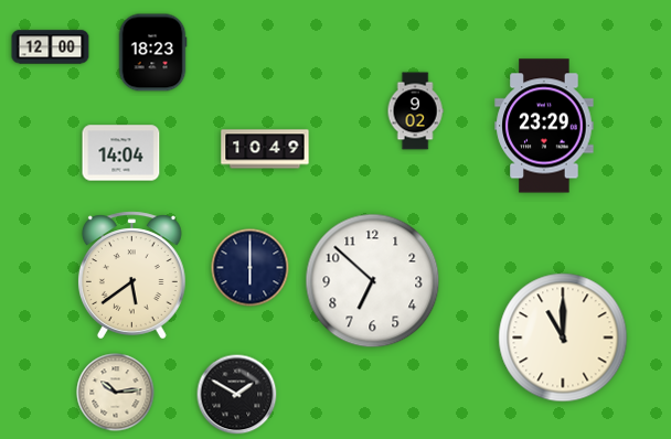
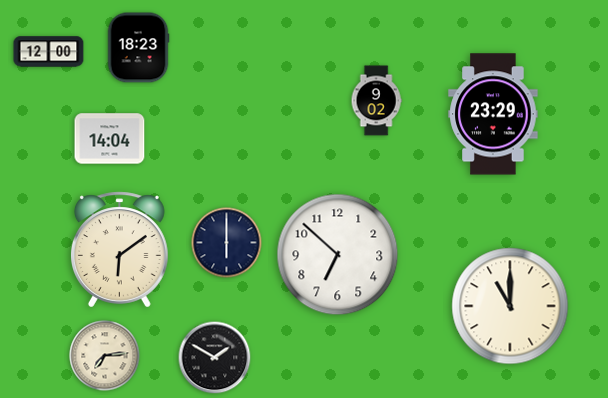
clock at (51, 47) position: (51, 47) -> (49, 52)
clock at (265, 149): 10:49 -> none
clock at (131, 276): 5:39 -> 6:09
clock at (116, 393): 10:14 -> 7:14
